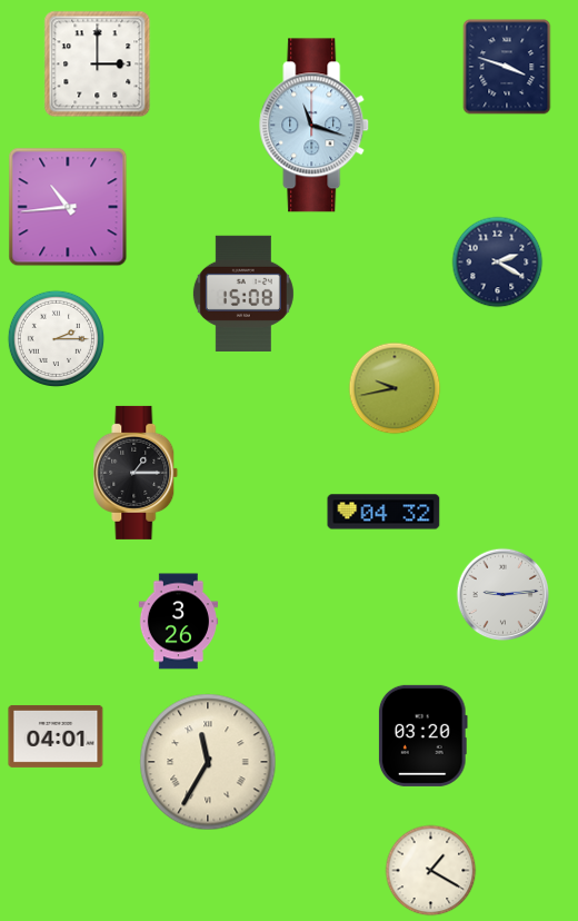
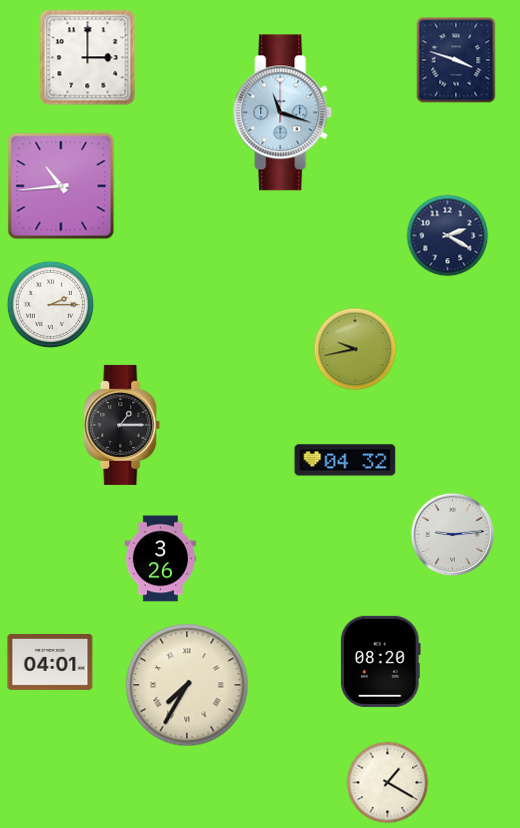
clock at (243, 294): 15:08 -> none
clock at (422, 735): 03:20 -> 08:20
clock at (208, 762): 11:35 -> 7:35
